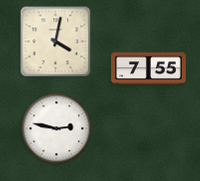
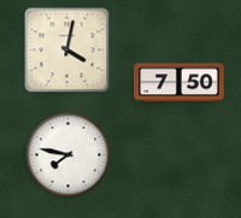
clock at (149, 69): 7:55 -> 7:50
clock at (57, 129): 2:47 -> 7:47
